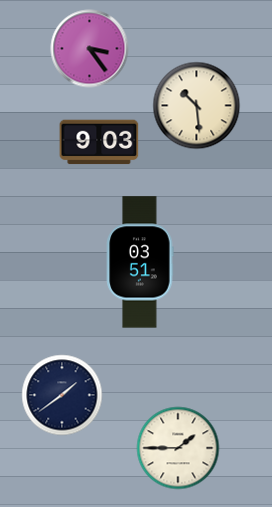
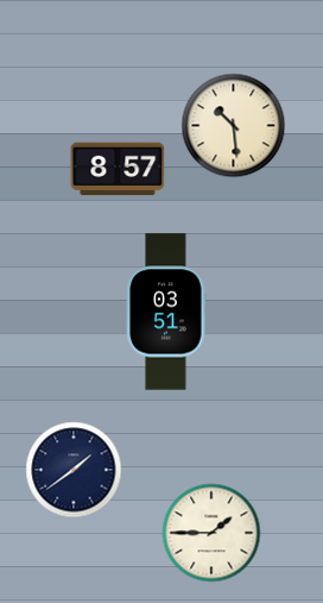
clock at (90, 49): 3:24 -> none
clock at (99, 142): 9:03 -> 8:57
